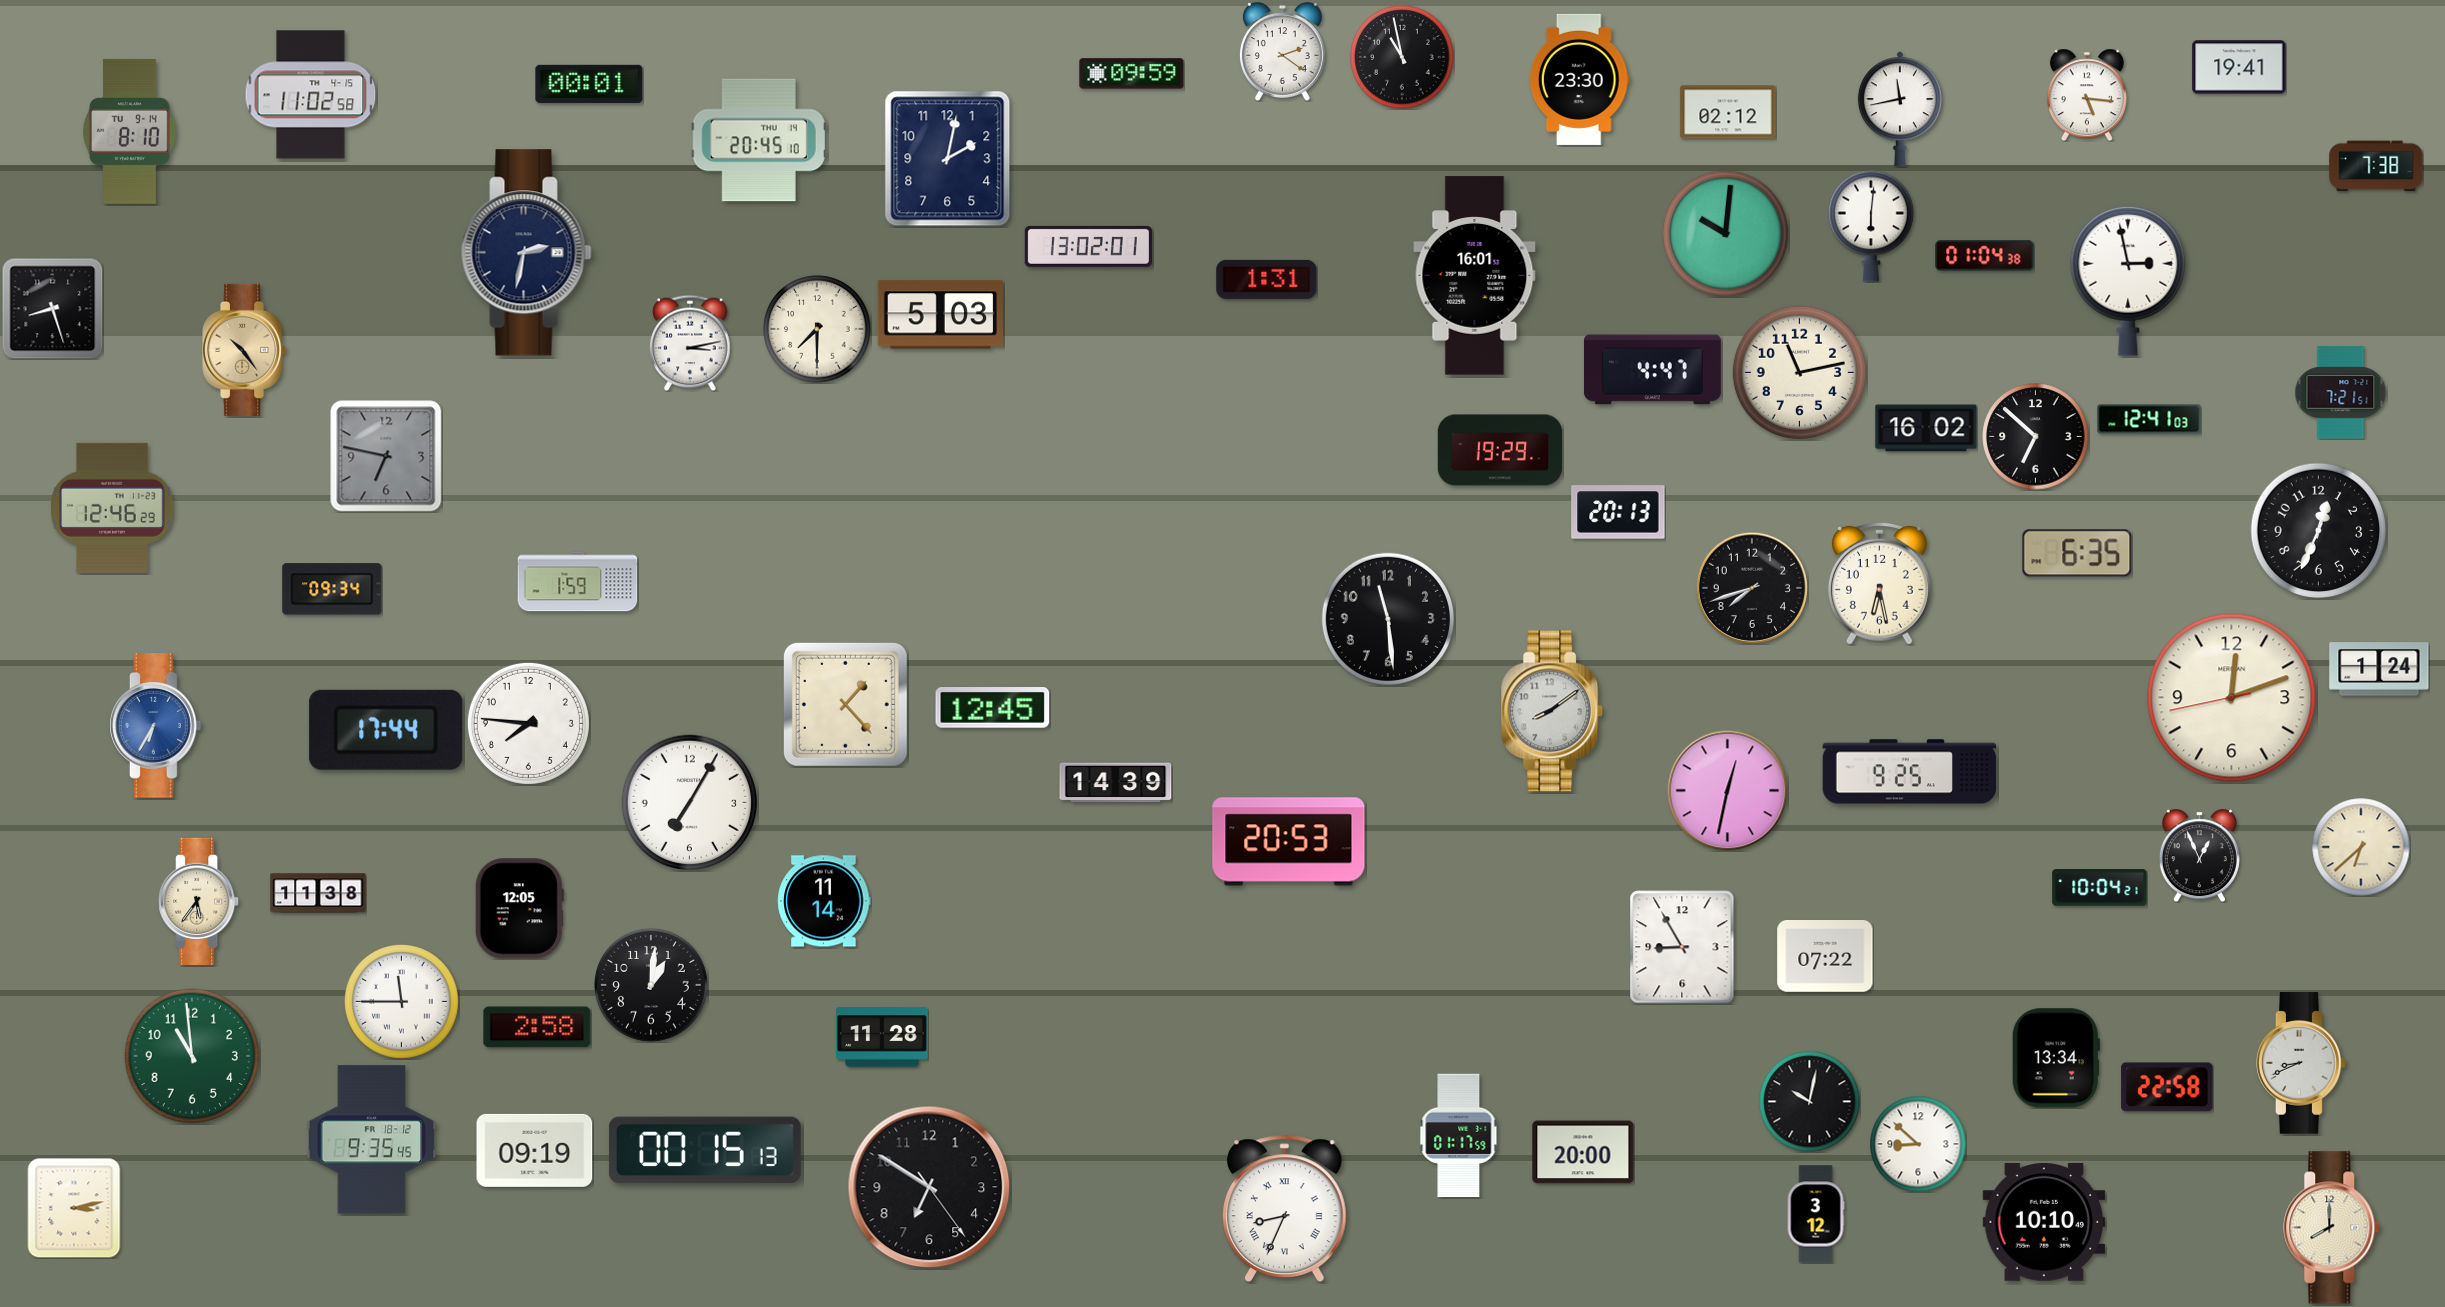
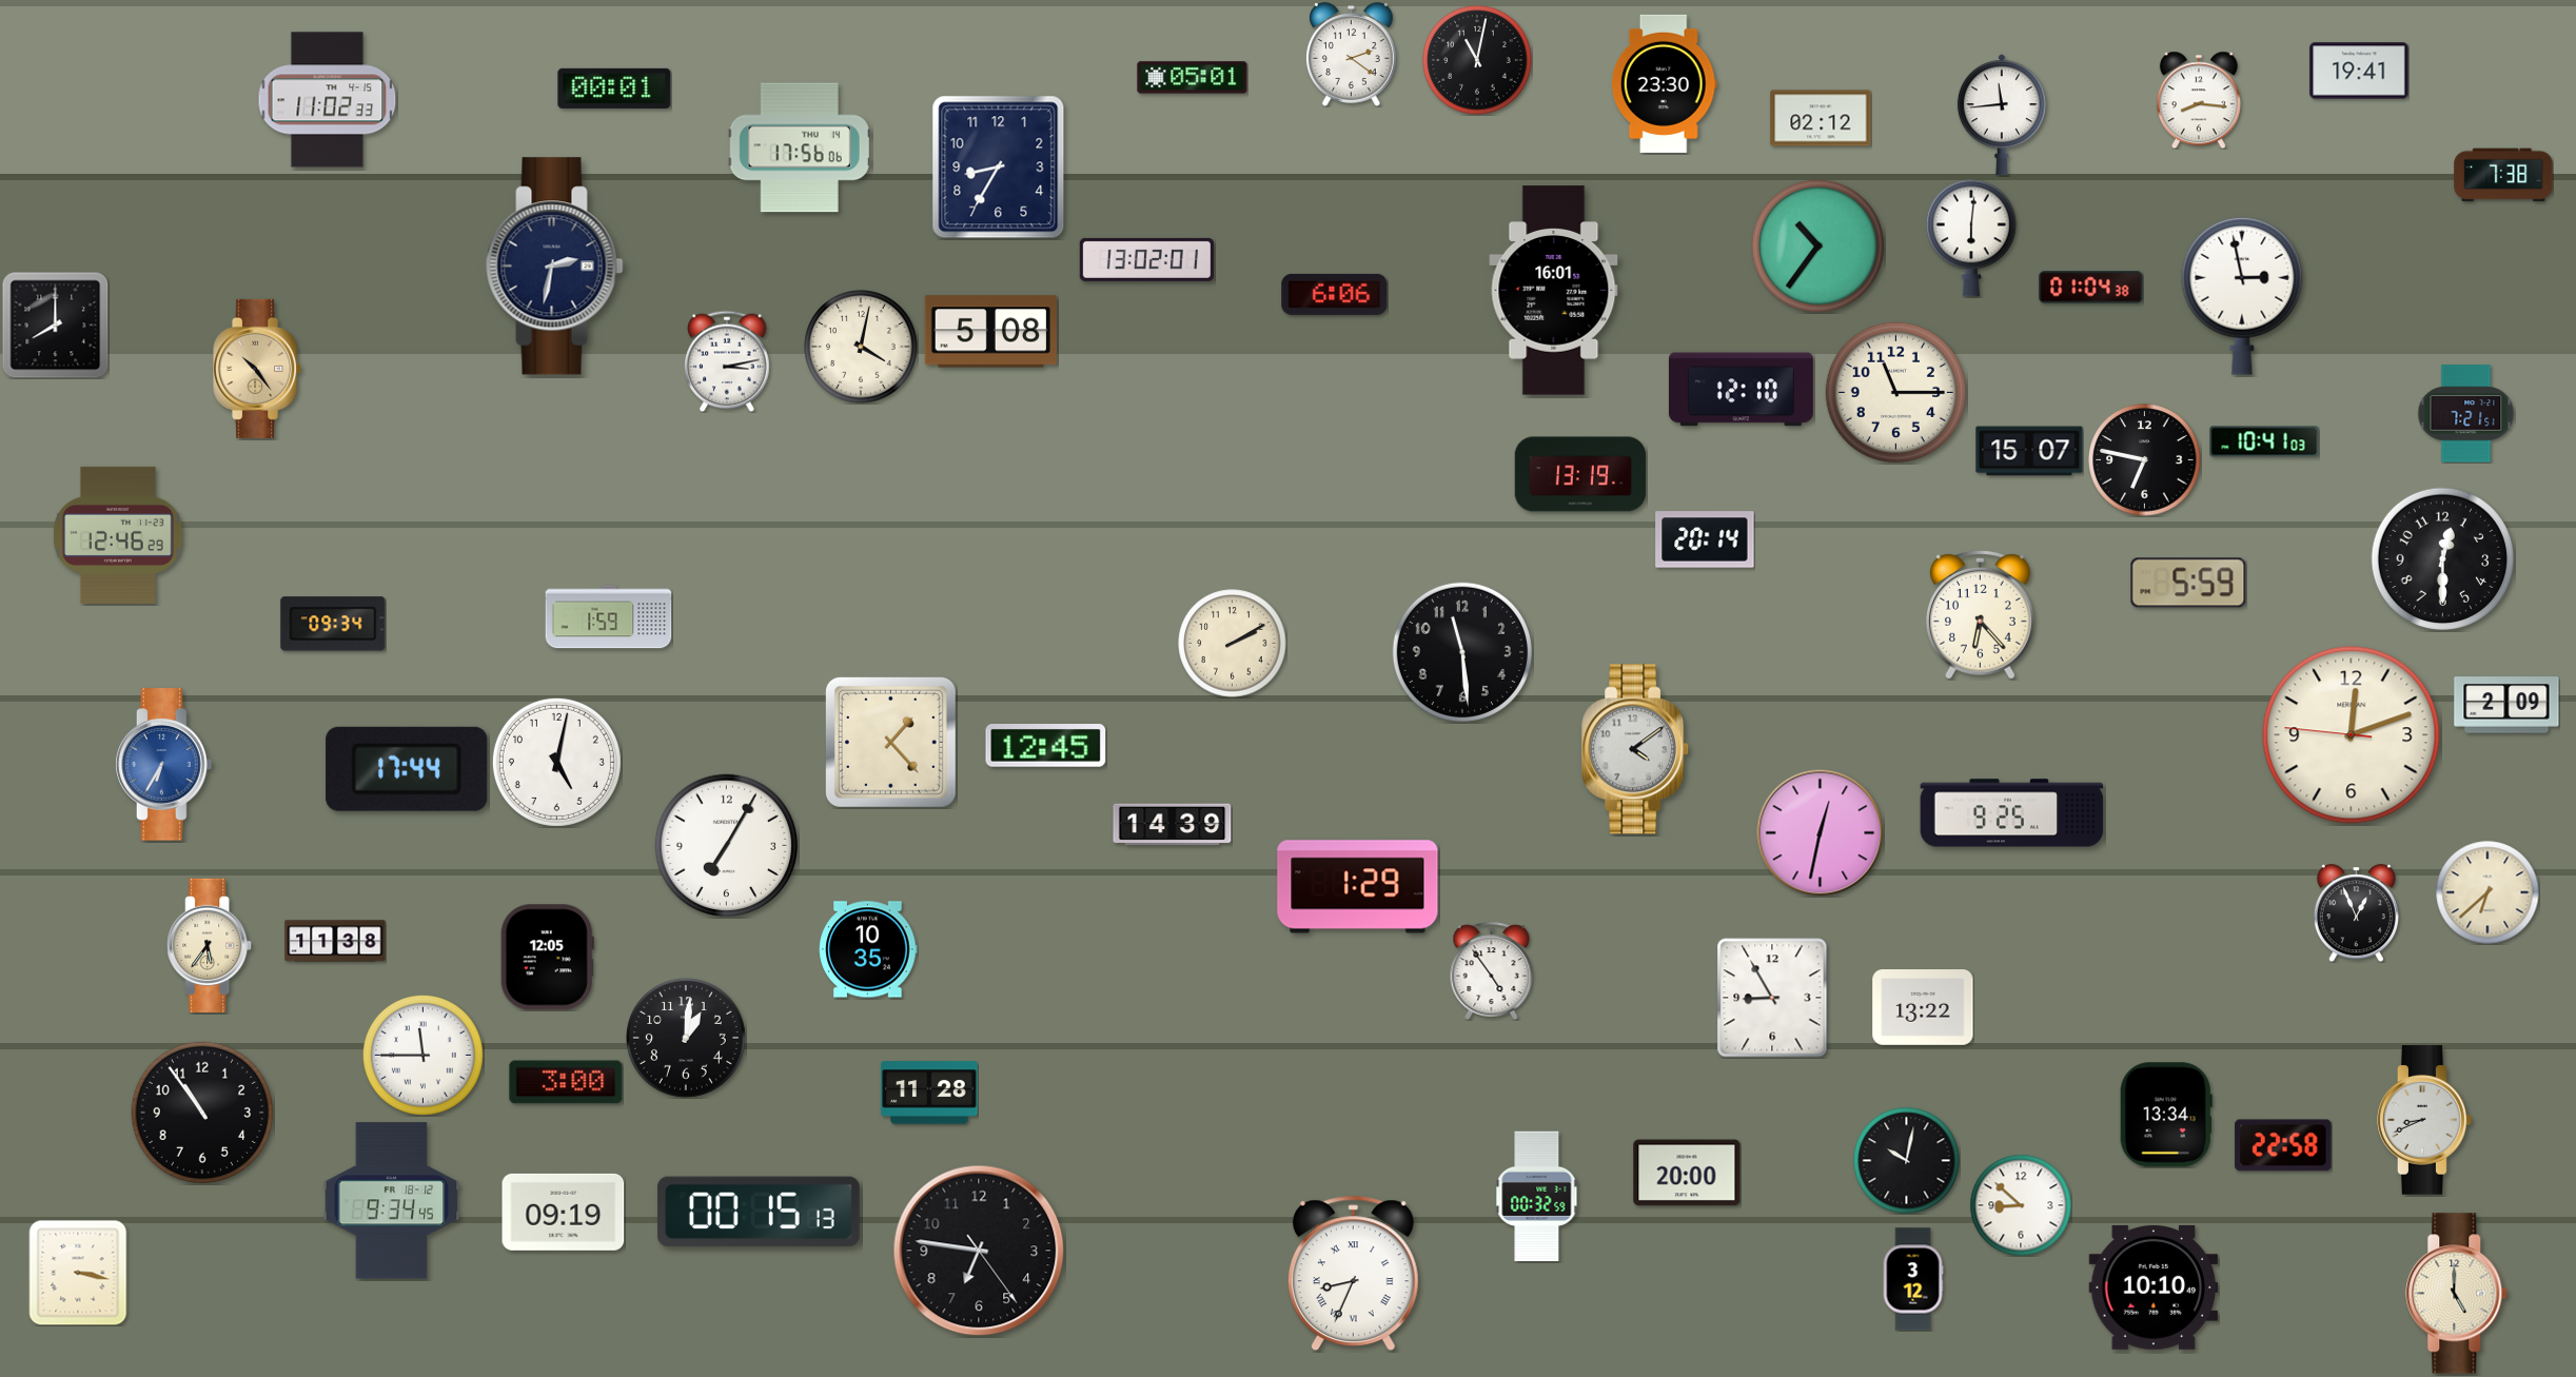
clock at (1402, 57): 10:58 -> 11:02
clock at (1132, 74): 09:59 -> 05:01
clock at (589, 84) position: (589, 84) -> (614, 88)
clock at (311, 95): 11:02:58 -> 11:02:33
clock at (2087, 95): 5:16 -> 8:16
clock at (1900, 109): 11:43 -> 11:44
clock at (130, 132): 8:10 -> none
clock at (759, 140): 20:45 -> 17:56
clock at (948, 159): 2:02 -> 8:35
clock at (1725, 233): 10:01 -> 10:36
clock at (1985, 256) position: (1985, 256) -> (2091, 288)
clock at (1267, 279): 1:31 -> 6:06
clock at (52, 308): 8:27 -> 8:00
clock at (940, 315): 5:03 -> 5:08
clock at (817, 329): 7:30 -> 4:02
clock at (1652, 370): 4:47 -> 12:10
clock at (1799, 372): 11:13 -> 11:15
clock at (2149, 419): 12:41 -> 10:41
clock at (1926, 428): 16:02 -> 15:07
clock at (2036, 437): 6:52 -> 6:47
clock at (1500, 450): 19:29 -> 13:19
clock at (386, 456): 6:47 -> none
clock at (1618, 512): 20:13 -> 20:14
clock at (2318, 530): 12:34 -> 12:30
clock at (2077, 553): 6:35 -> 5:59
clock at (578, 582) position: (578, 582) -> (609, 617)
clock at (1879, 583): 6:28 -> 6:23
clock at (1751, 587): 7:42 -> none
clock at (332, 589) position: (332, 589) -> (333, 624)
clock at (1233, 644): none -> 2:10
clock at (2379, 669): 1:24 -> 2:09
clock at (2232, 698): 12:11:43 -> 12:11:46
clock at (1553, 711): 8:09 -> 4:09
clock at (528, 723): 7:46 -> 5:02
clock at (1116, 783) position: (1116, 783) -> (1173, 825)
clock at (1289, 842): 20:53 -> 1:29
clock at (2199, 855) position: (2199, 855) -> (2356, 912)
clock at (2100, 888): 10:04 -> none
clock at (199, 901) position: (199, 901) -> (210, 945)
clock at (824, 901): 11:14 -> 10:35
clock at (1492, 970): none -> 4:54
clock at (1825, 957): 07:22 -> 13:22
clock at (537, 1027): 2:58 -> 3:00
clock at (191, 1055): 10:59 -> 10:54
clock at (191, 1055) dial: green -> black
clock at (1459, 1136): 01:17 -> 00:32
clock at (372, 1140): 9:35 -> 9:34
clock at (705, 1150) position: (705, 1150) -> (759, 1212)
clock at (1583, 1152) position: (1583, 1152) -> (1687, 1173)
clock at (929, 1187): 6:50 -> 6:46
clock at (74, 1208): 3:13 -> 3:17
clock at (2332, 1228): 8:00 -> 5:00
